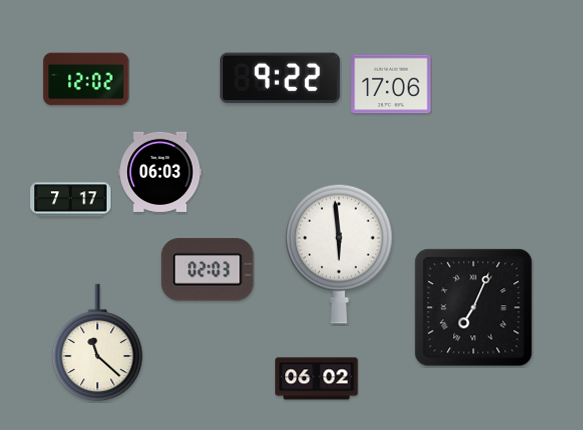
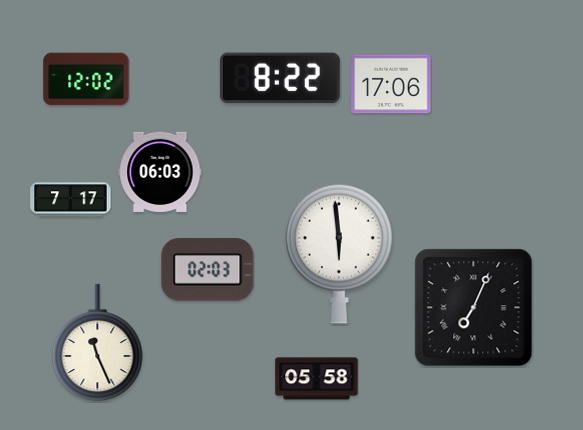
clock at (280, 78): 9:22 -> 8:22
clock at (98, 343): 11:22 -> 11:26
clock at (317, 379): 06:02 -> 05:58
